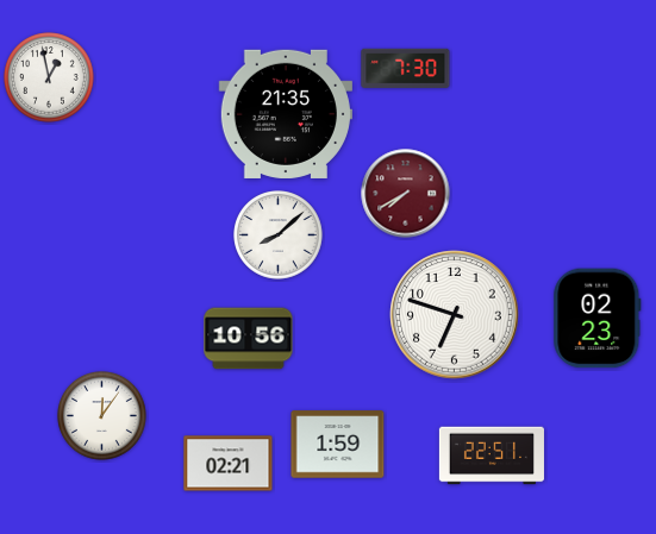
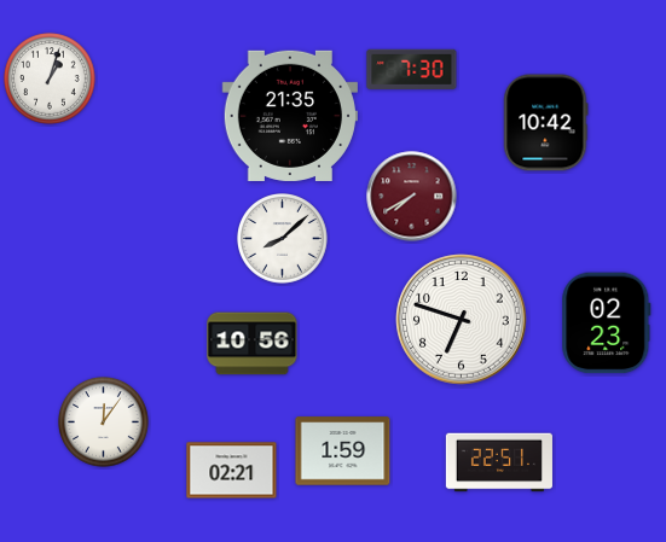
clock at (49, 77): 12:58 -> 1:03
clock at (546, 123): none -> 10:42
